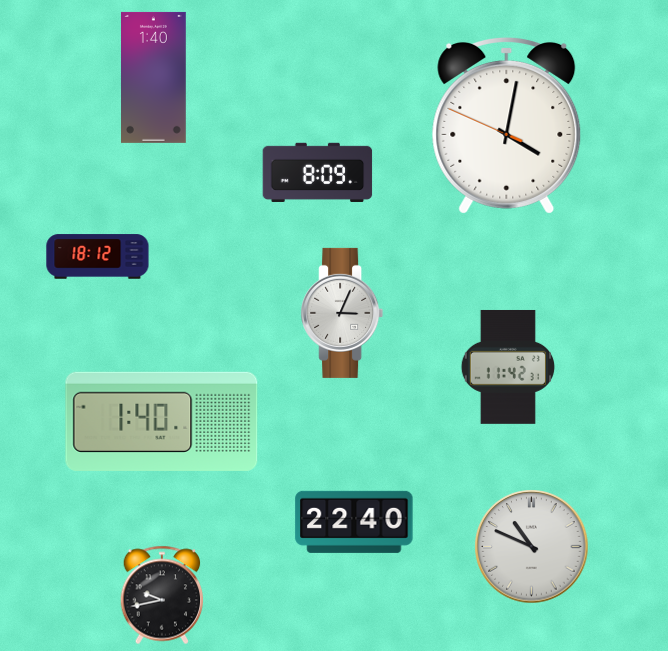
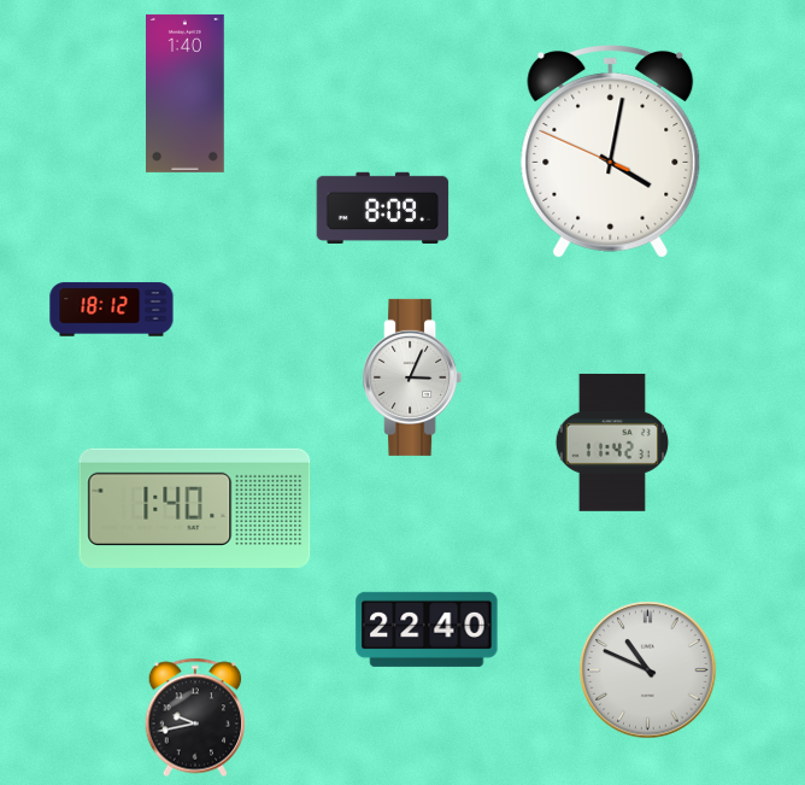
clock at (98, 257) position: (98, 257) -> (112, 310)
clock at (532, 547) position: (532, 547) -> (648, 670)
